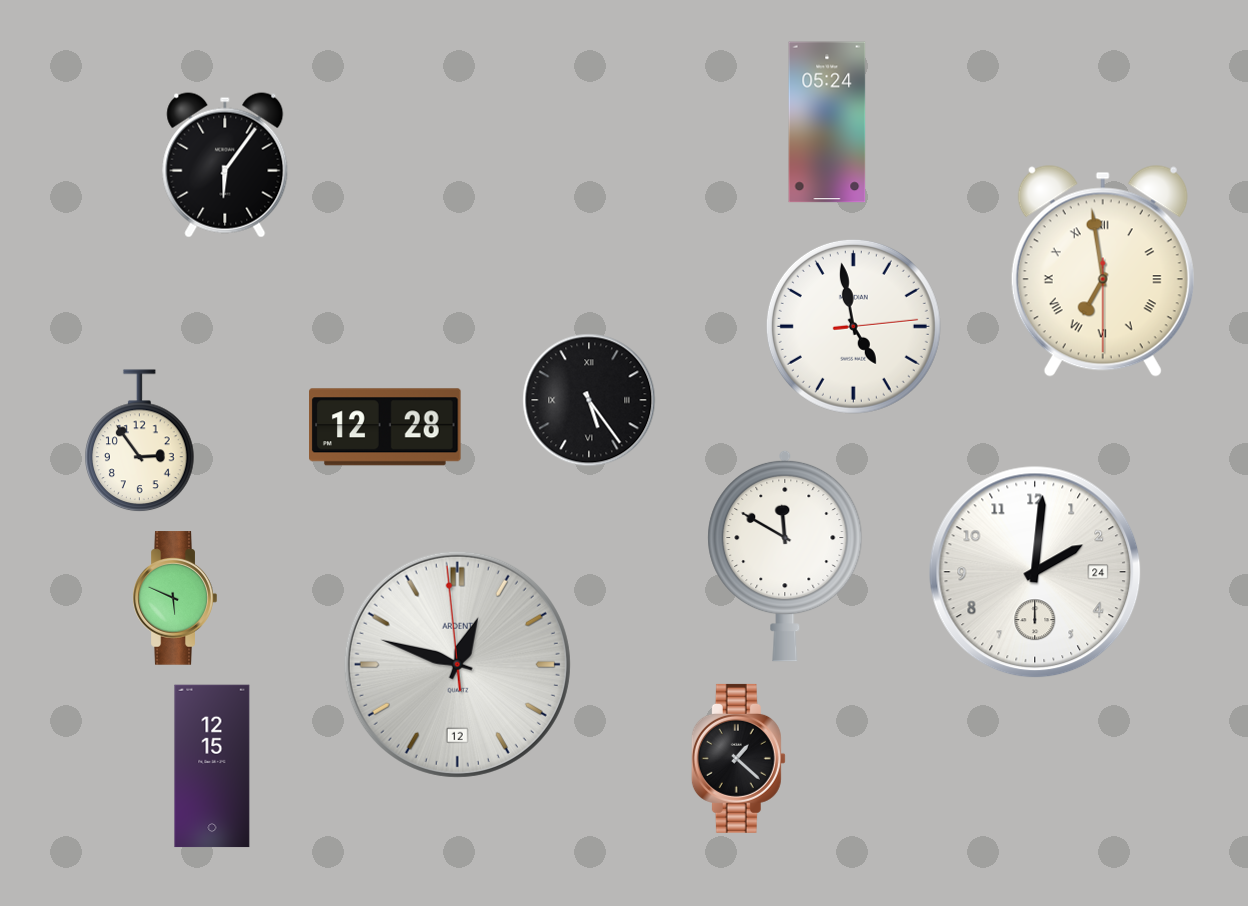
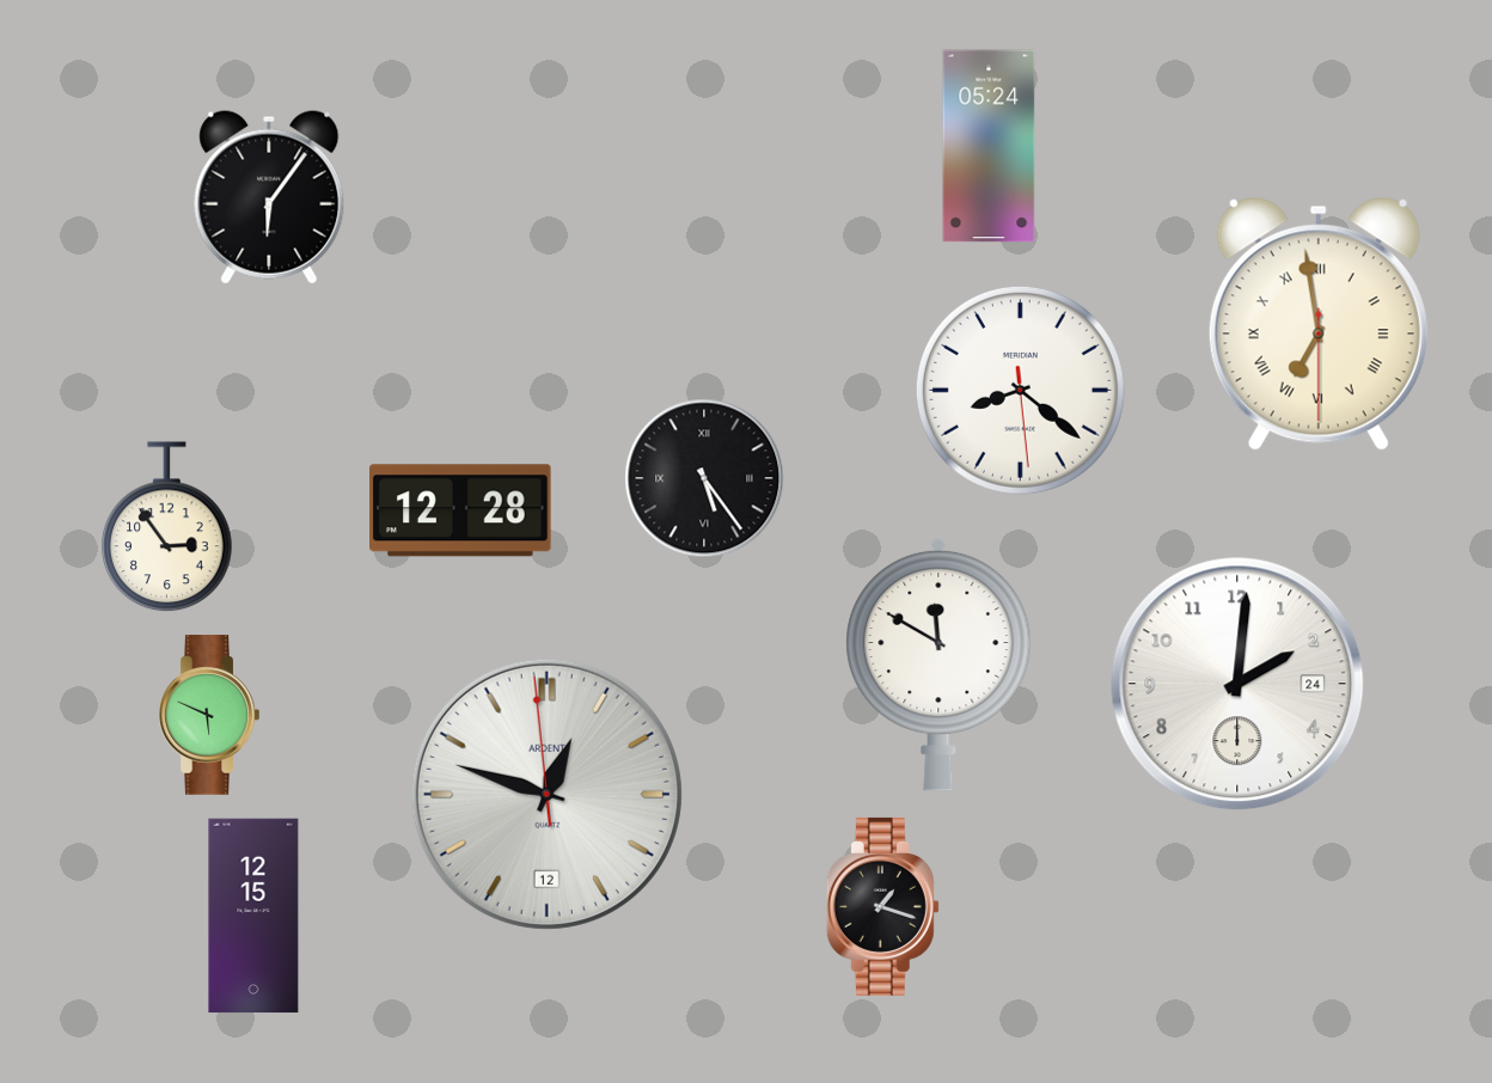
clock at (853, 326): 4:58 -> 8:21
clock at (738, 758): 1:22 -> 1:18
